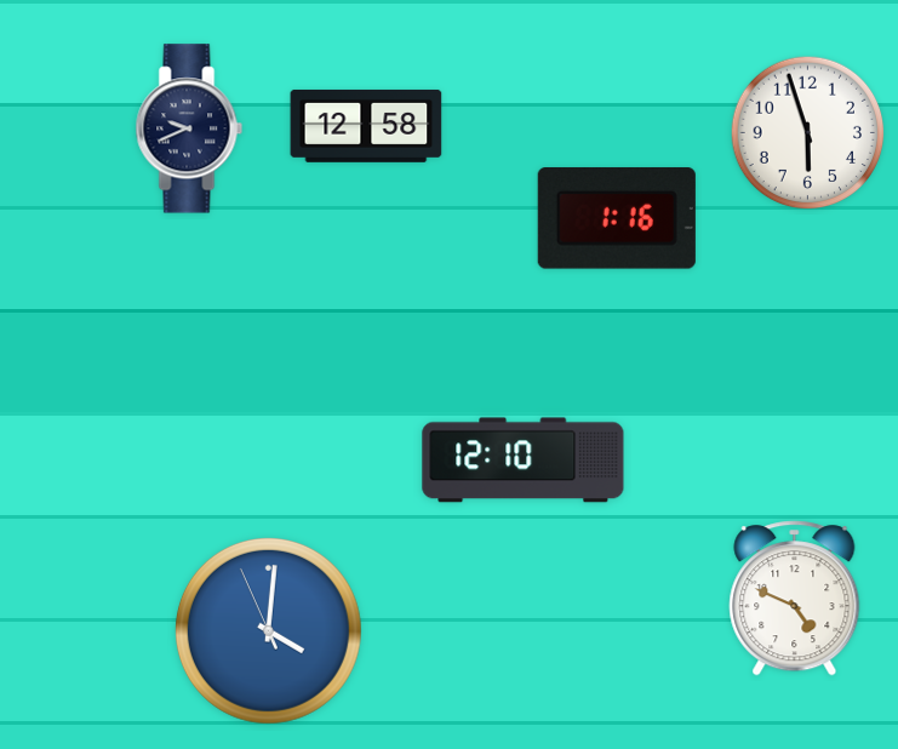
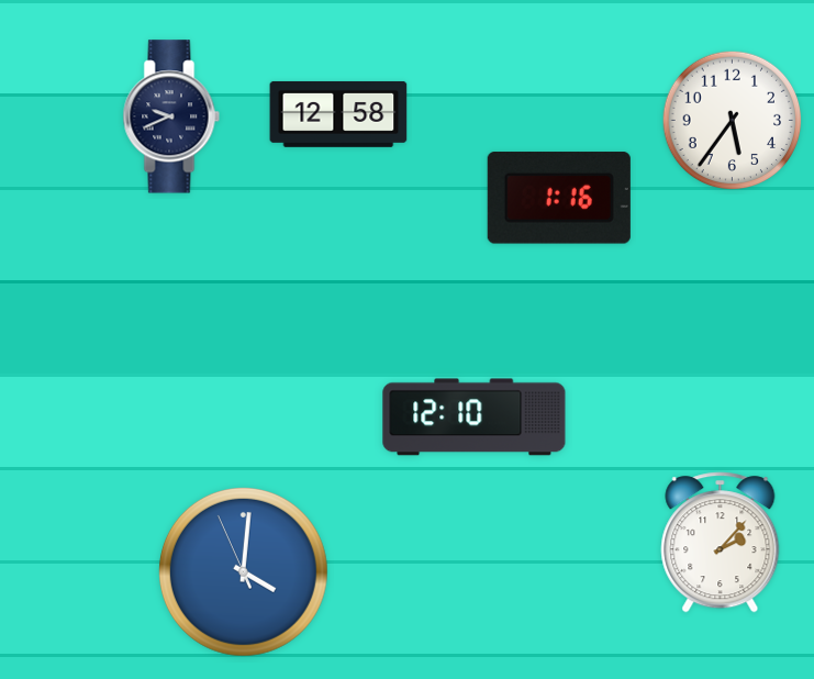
clock at (366, 126) position: (366, 126) -> (338, 114)
clock at (808, 133): 5:57 -> 5:36
clock at (795, 599): 4:49 -> 2:07
